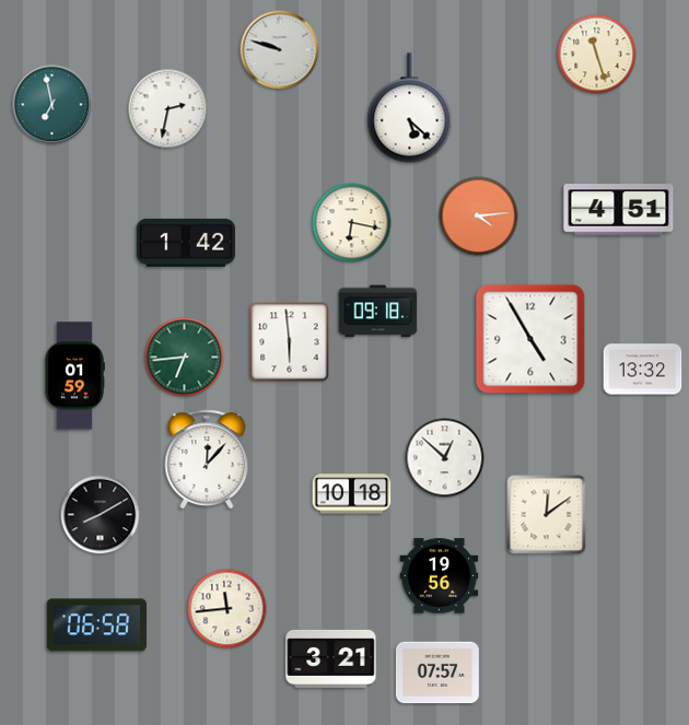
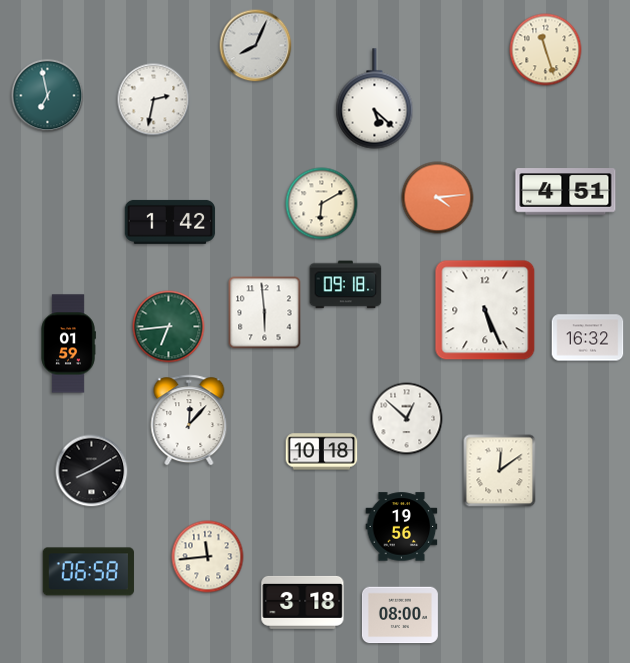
clock at (280, 50): 9:48 -> 8:04
clock at (352, 223): 6:17 -> 6:10
clock at (530, 339): 4:55 -> 5:26
clock at (643, 370): 13:32 -> 16:32
clock at (331, 658): 3:21 -> 3:18
clock at (437, 673): 07:57 -> 08:00
